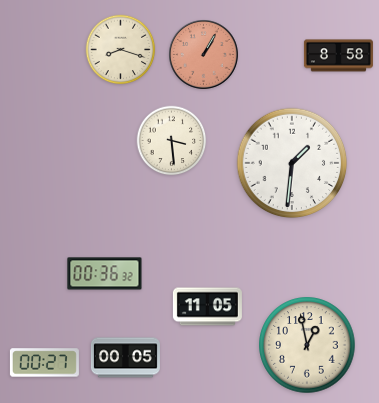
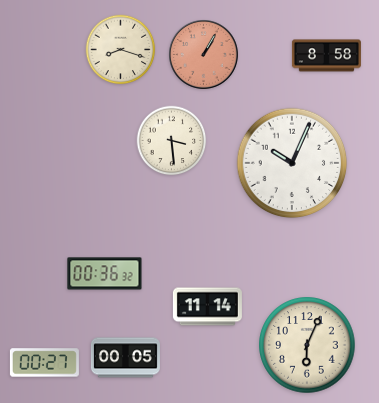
clock at (338, 56) position: (338, 56) -> (326, 56)
clock at (292, 163): 1:31 -> 10:04
clock at (207, 307): 11:05 -> 11:14
clock at (307, 345): 12:58 -> 6:04
